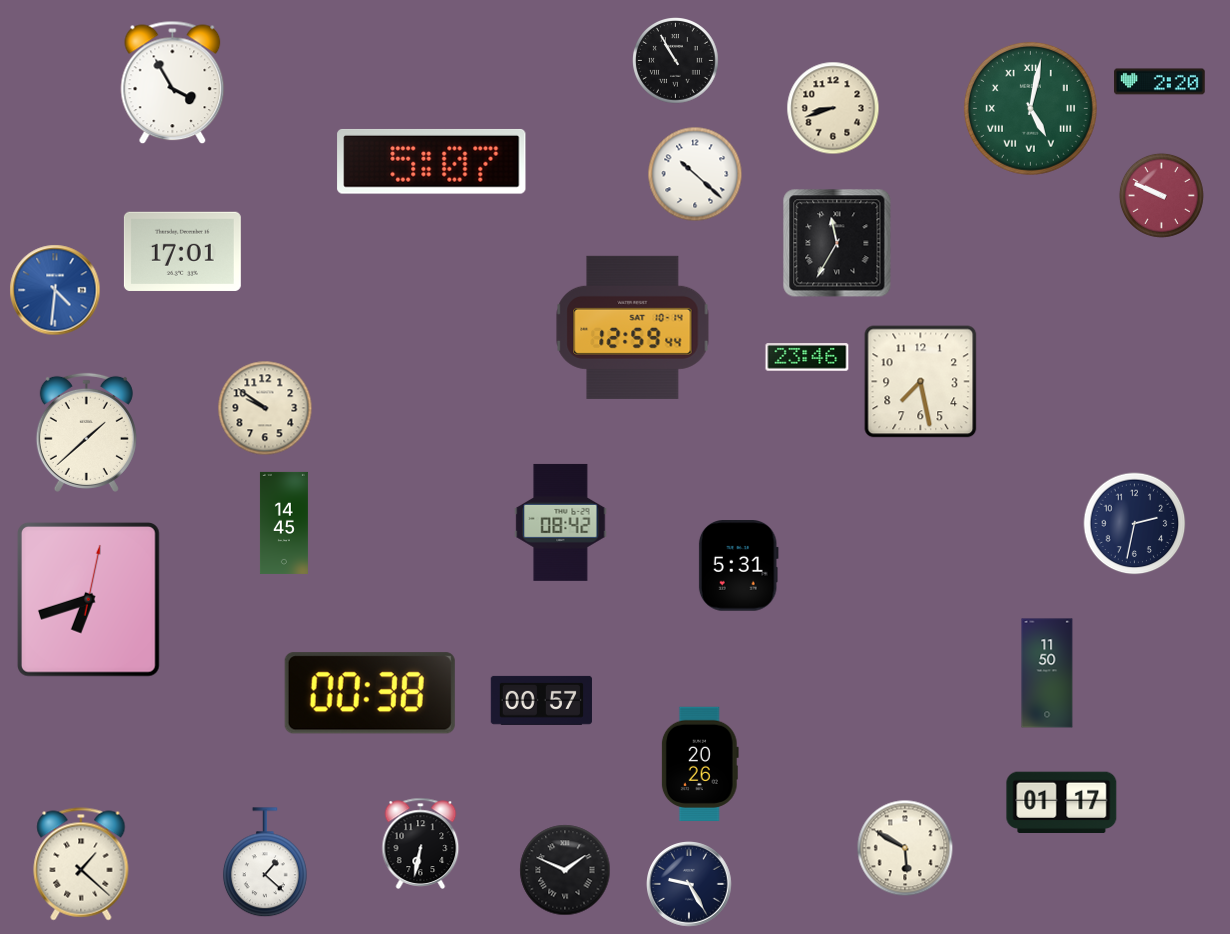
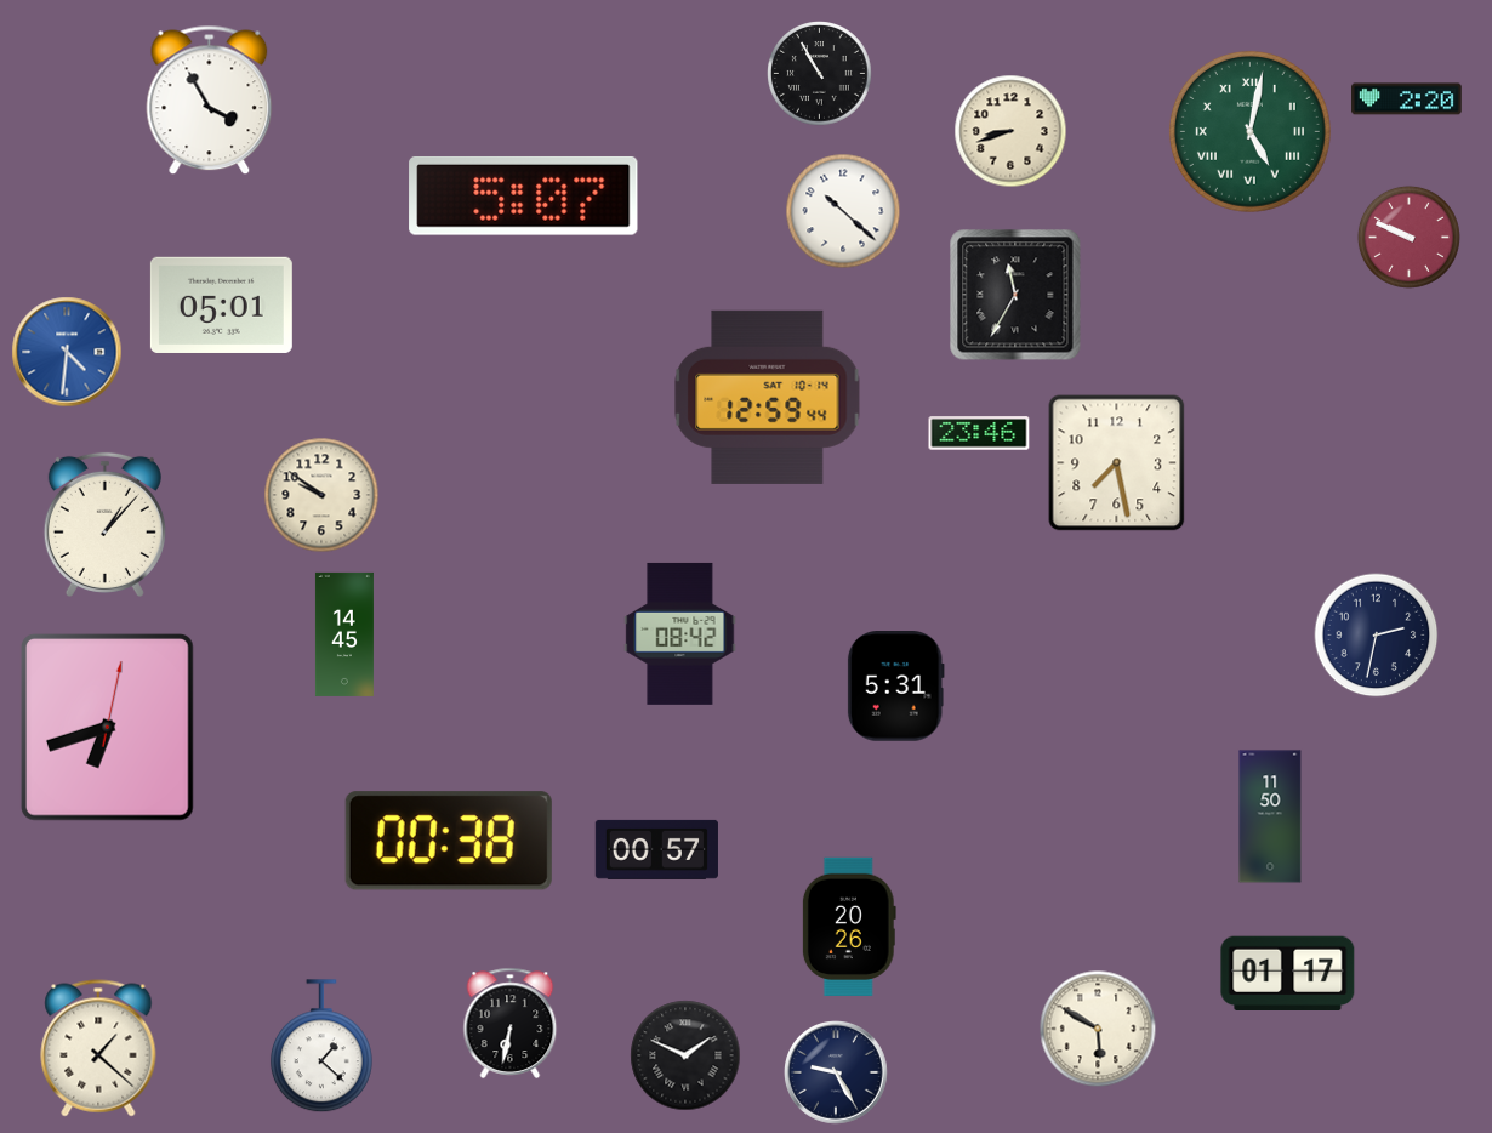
clock at (182, 251): 17:01 -> 05:01
clock at (86, 432): 1:38 -> 1:07
